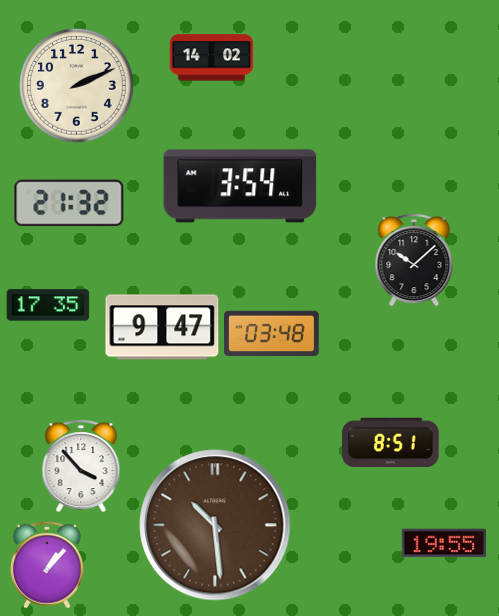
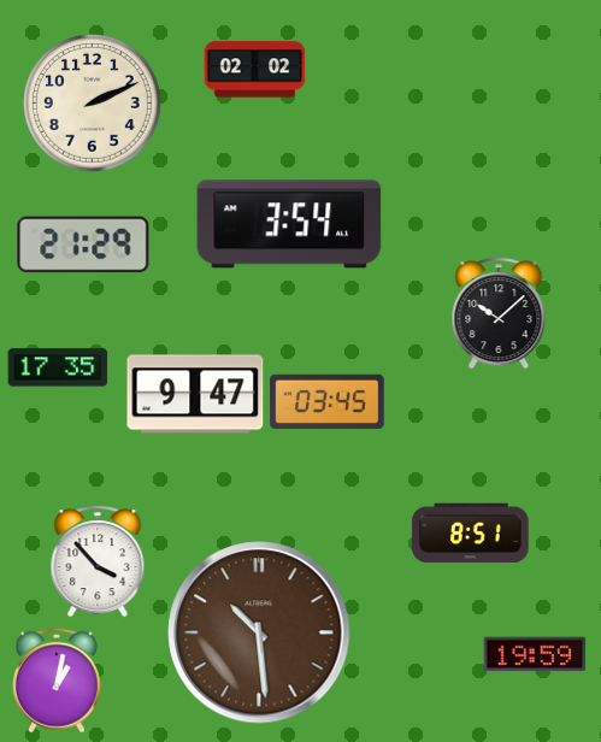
clock at (212, 58): 14:02 -> 02:02
clock at (69, 203): 21:32 -> 21:29
clock at (272, 334): 03:48 -> 03:45
clock at (444, 543): 19:55 -> 19:59
clock at (47, 565): 1:07 -> 1:02
